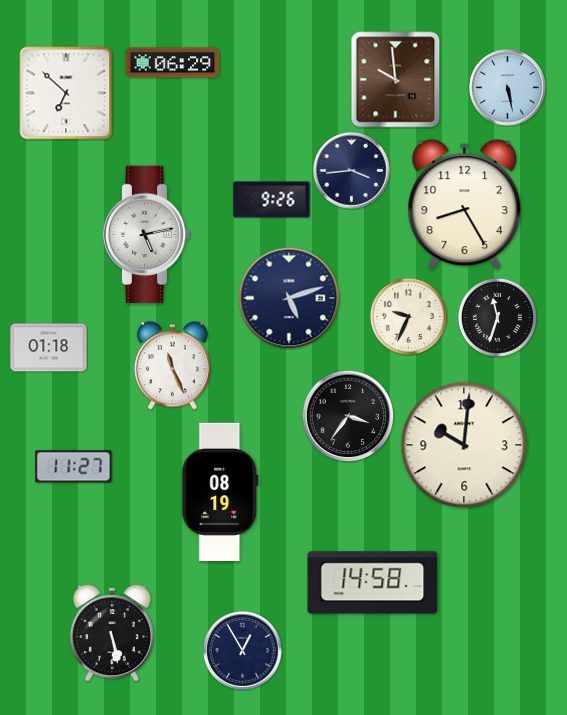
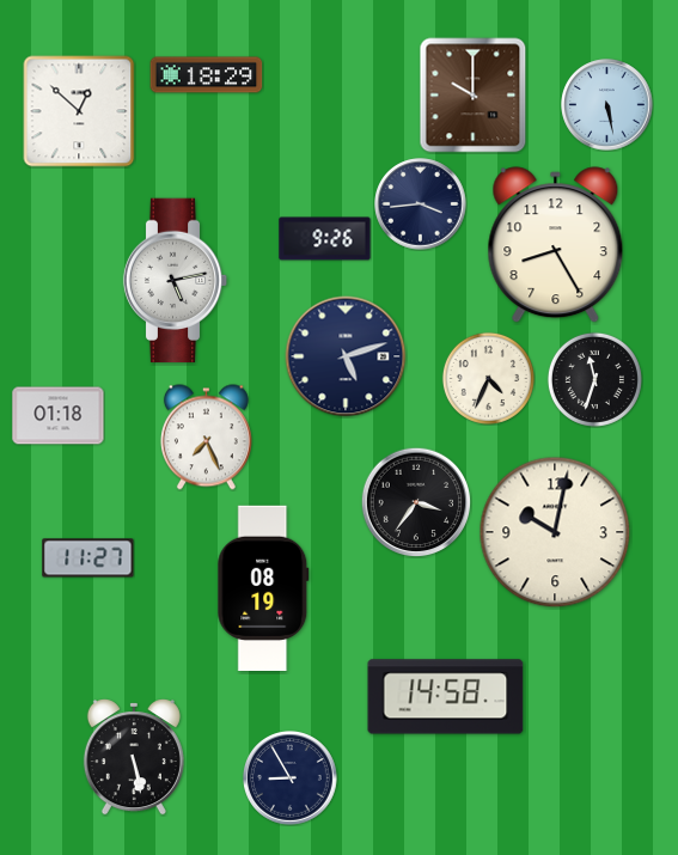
clock at (173, 63): 06:29 -> 18:29
clock at (396, 80): 9:59 -> 10:00
clock at (66, 93): 6:52 -> 12:52
clock at (408, 316): 9:34 -> 4:34
clock at (172, 366): 11:26 -> 7:26
clock at (348, 416) position: (348, 416) -> (416, 502)
clock at (464, 445): 10:01 -> 10:02
clock at (243, 651): 12:55 -> 8:55
